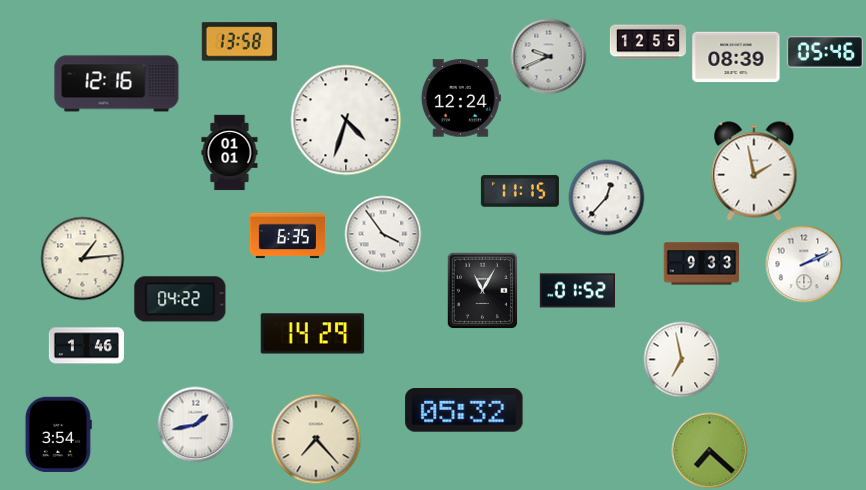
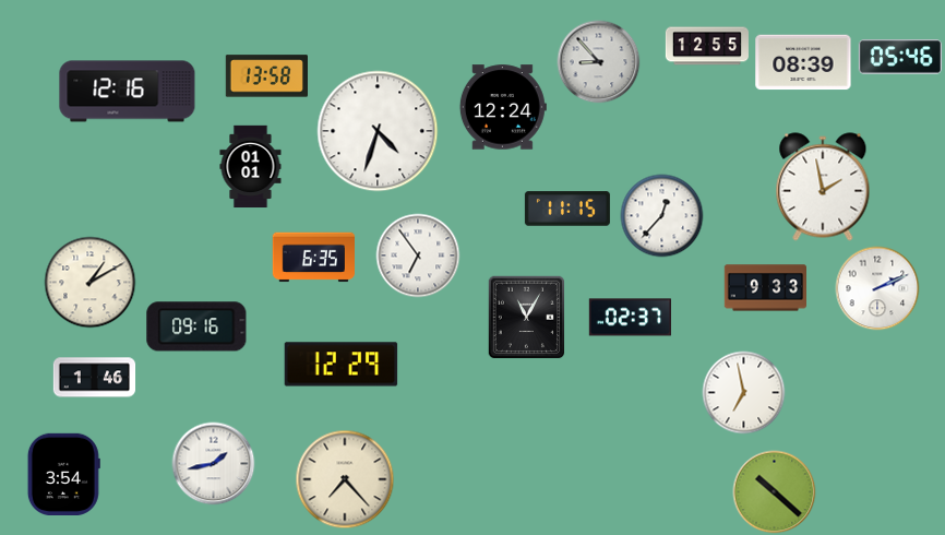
clock at (239, 42) position: (239, 42) -> (266, 76)
clock at (549, 57): 9:41 -> 8:53
clock at (383, 234): 3:54 -> 6:54
clock at (83, 259): 1:14 -> 1:10
clock at (577, 291): 01:52 -> 02:37
clock at (180, 299): 04:22 -> 09:16
clock at (313, 334): 14:29 -> 12:29
clock at (464, 411): 05:32 -> none
clock at (710, 451): 7:22 -> 10:22
